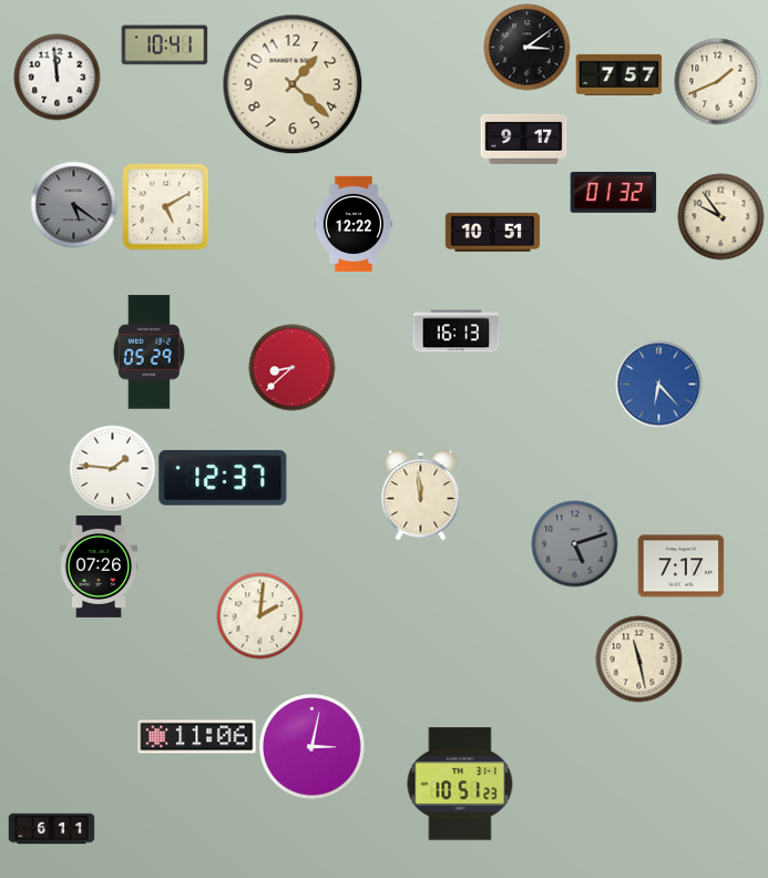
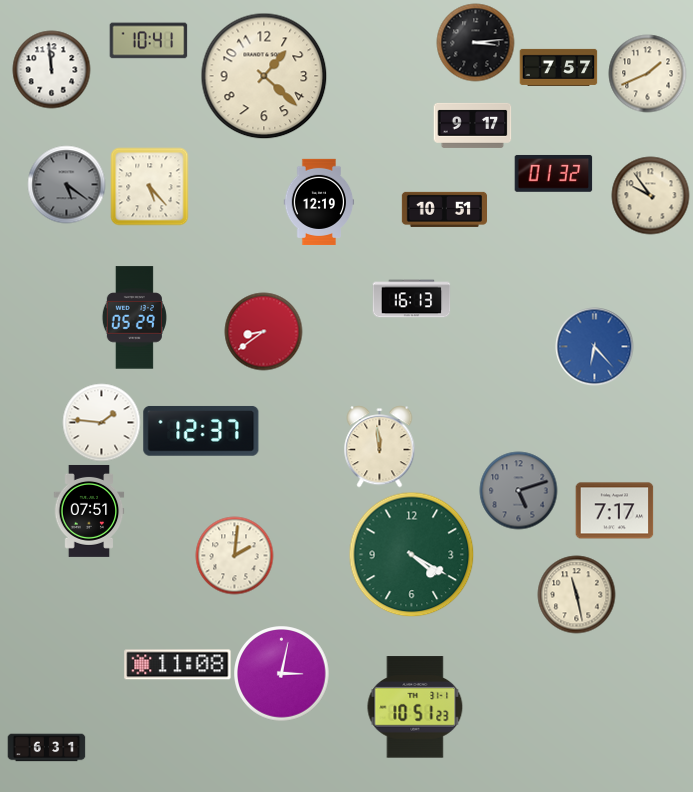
clock at (526, 47): 3:09 -> 3:14
clock at (165, 206): 5:10 -> 5:23
clock at (354, 223): 12:22 -> 12:19
clock at (291, 367): 8:38 -> 8:39
clock at (99, 566): 07:26 -> 07:51
clock at (411, 554): none -> 4:20
clock at (197, 737): 11:06 -> 11:08
clock at (51, 829): 6:11 -> 6:31
